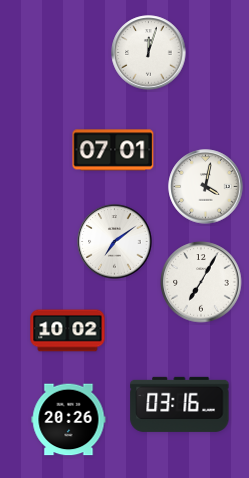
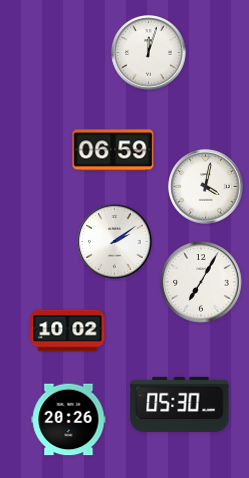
clock at (113, 150): 07:01 -> 06:59
clock at (115, 242): 7:09 -> 2:09
clock at (180, 404): 03:16 -> 05:30
